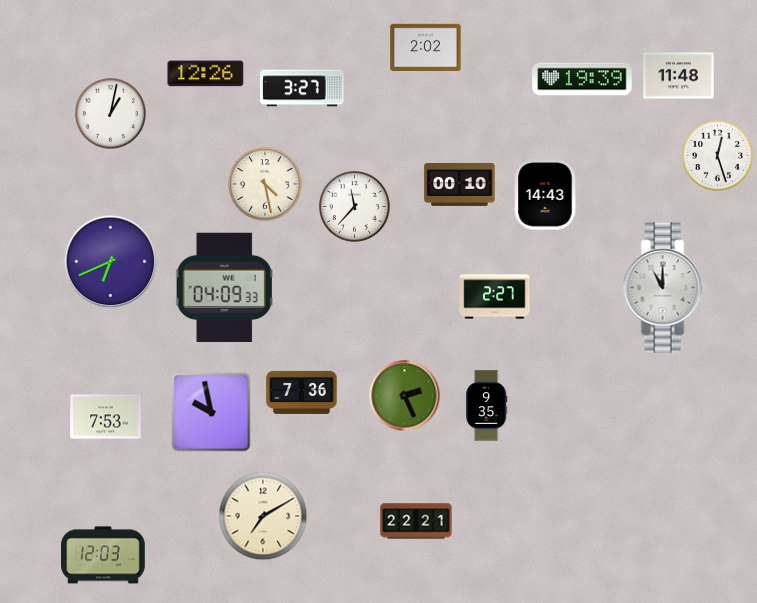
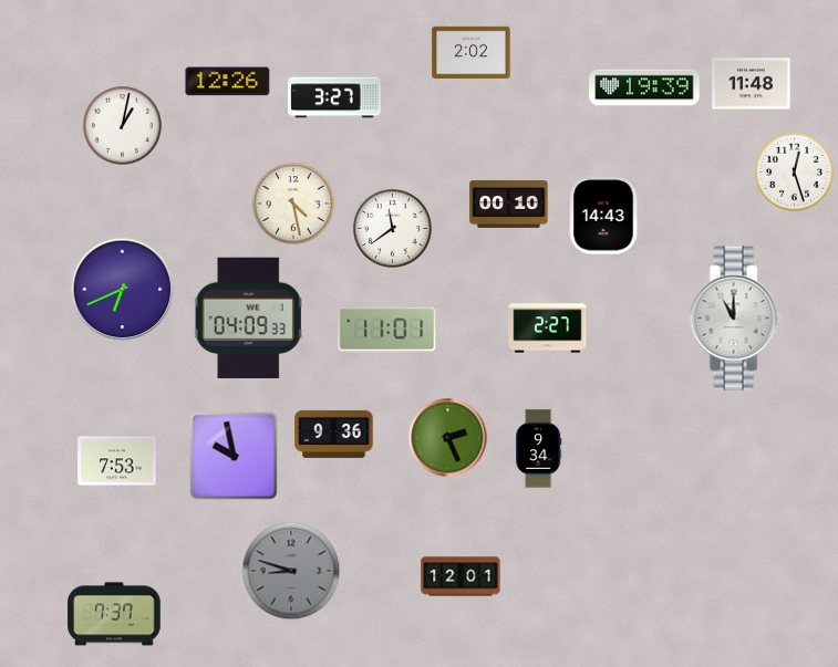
clock at (354, 206): 11:37 -> 11:39
clock at (387, 330): none -> 11:01
clock at (302, 392): 7:36 -> 9:36
clock at (487, 406): 9:35 -> 9:34
clock at (263, 516): 7:10 -> 8:48
clock at (263, 516) dial: cream -> grey
clock at (416, 521): 22:21 -> 12:01
clock at (103, 555): 12:03 -> 7:37
